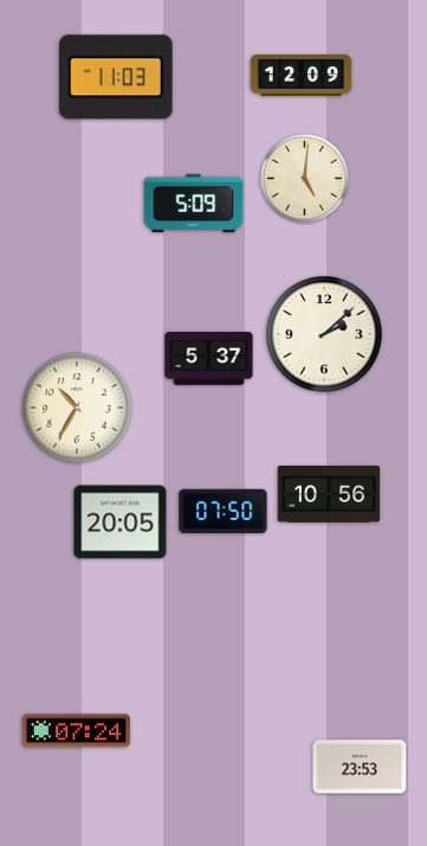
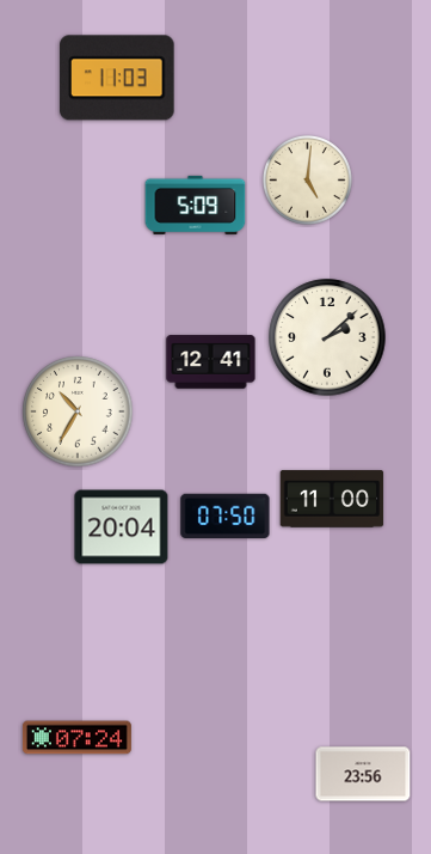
clock at (302, 76): 12:09 -> none
clock at (209, 359): 5:37 -> 12:41
clock at (329, 494): 10:56 -> 11:00
clock at (121, 523): 20:05 -> 20:04
clock at (360, 767): 23:53 -> 23:56
